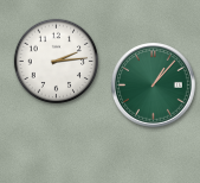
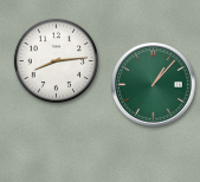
clock at (57, 62): 2:14 -> 8:14
